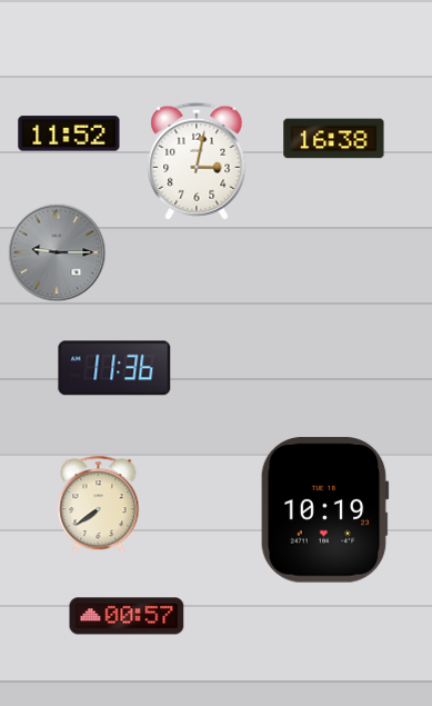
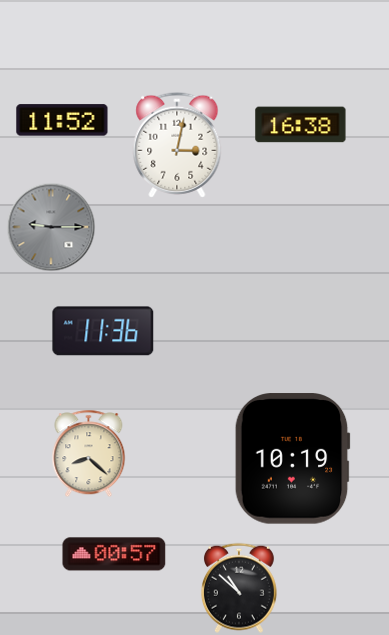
clock at (99, 504): 7:39 -> 8:22
clock at (239, 588): none -> 10:52
